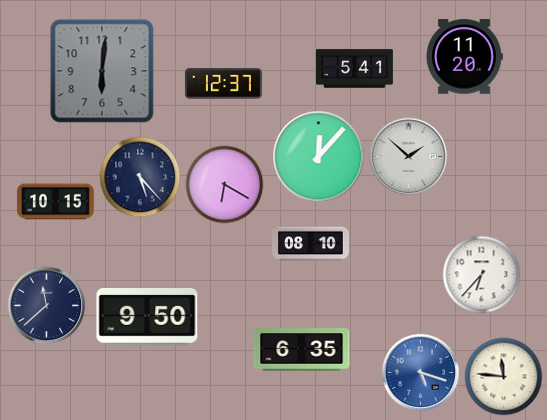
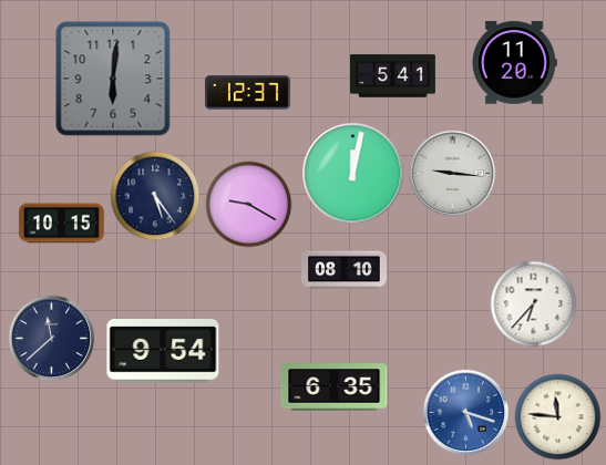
clock at (318, 156): 12:07 -> 12:02
clock at (408, 156): 1:52 -> 9:16
clock at (140, 177): 5:23 -> 5:24
clock at (224, 184): 6:20 -> 9:20
clock at (147, 318): 9:50 -> 9:54
